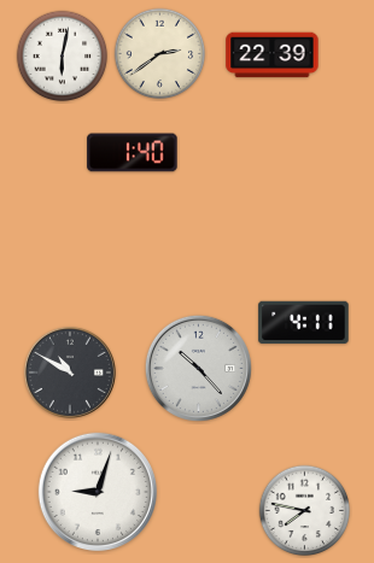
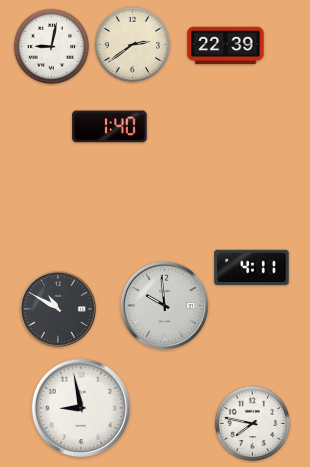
clock at (63, 57): 6:02 -> 9:02
clock at (198, 368): 10:23 -> 9:59
clock at (97, 491): 9:03 -> 8:58
